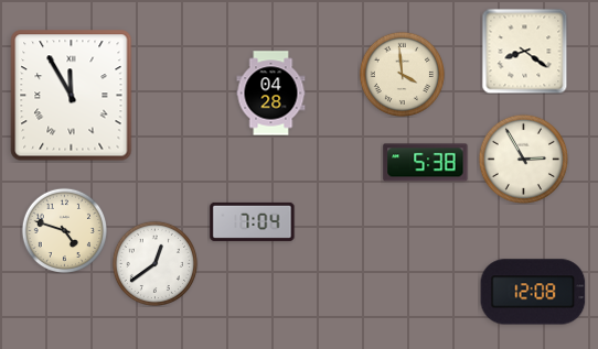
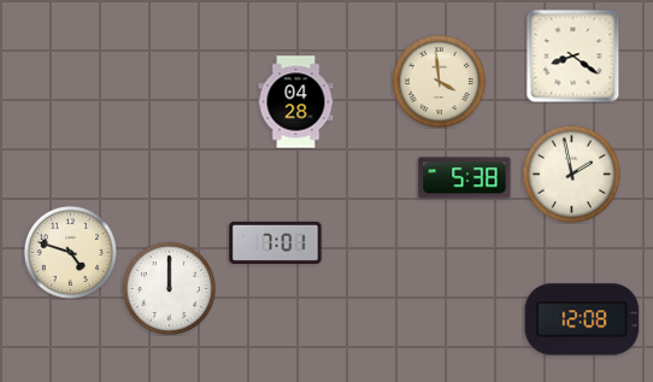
clock at (72, 96): 11:55 -> none
clock at (523, 159): 2:55 -> 1:58
clock at (253, 221): 7:04 -> 7:01
clock at (154, 263): 12:39 -> 12:00
